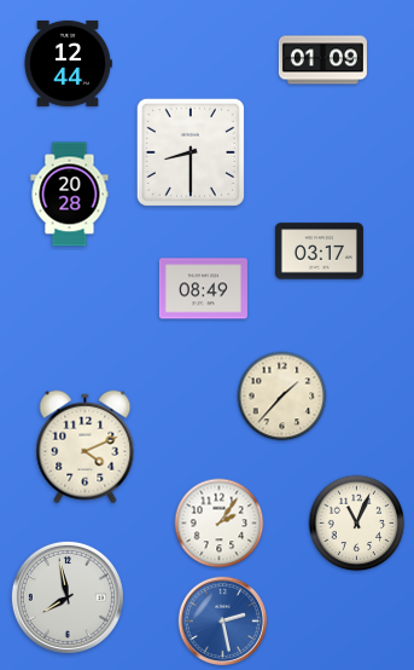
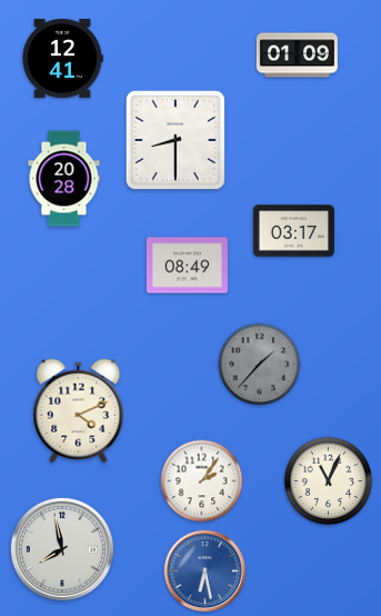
clock at (68, 63): 12:44 -> 12:41
clock at (282, 397) dial: cream -> grey
clock at (223, 622): 2:28 -> 6:28
